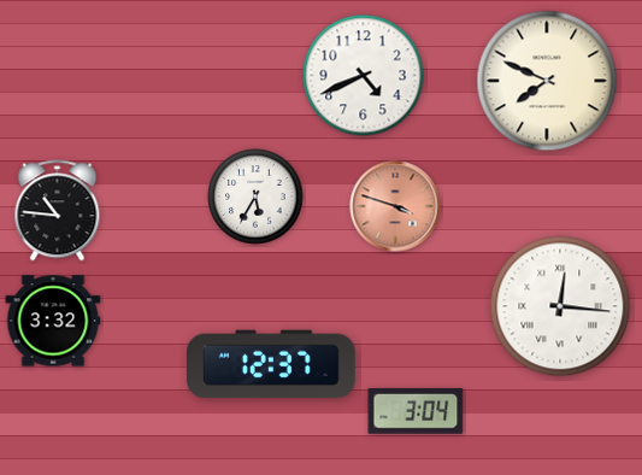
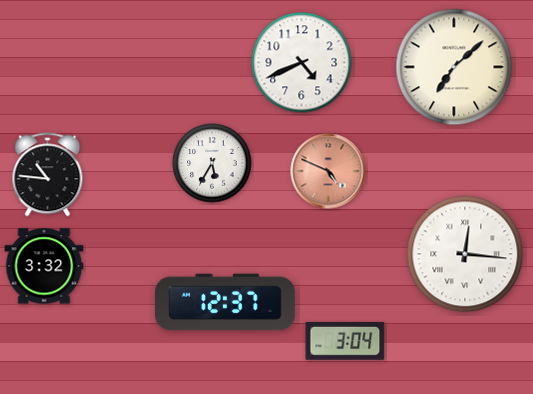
clock at (547, 81): 7:49 -> 7:08
clock at (395, 206): 3:48 -> 4:49
